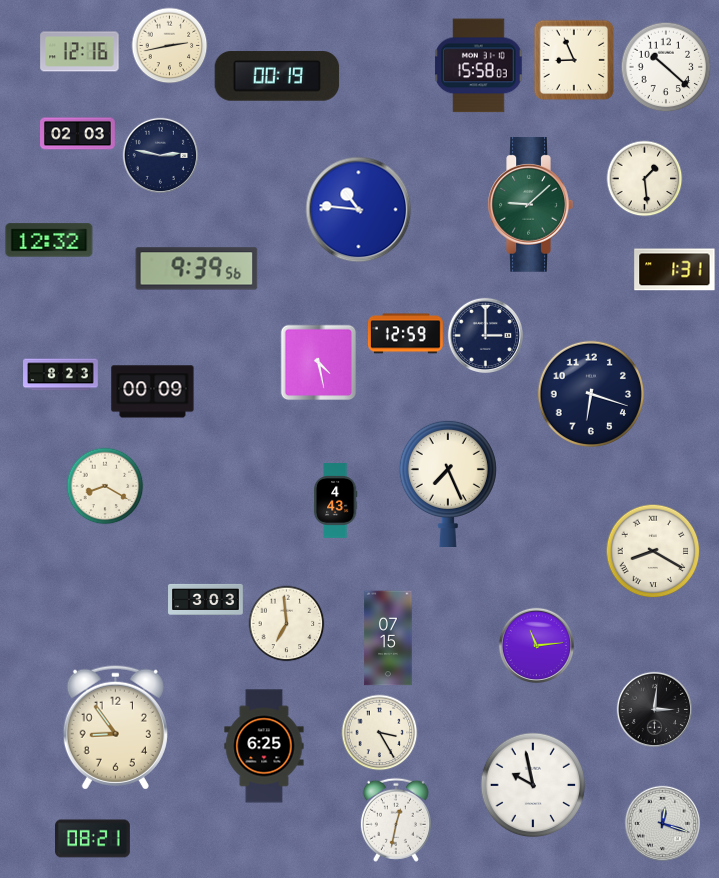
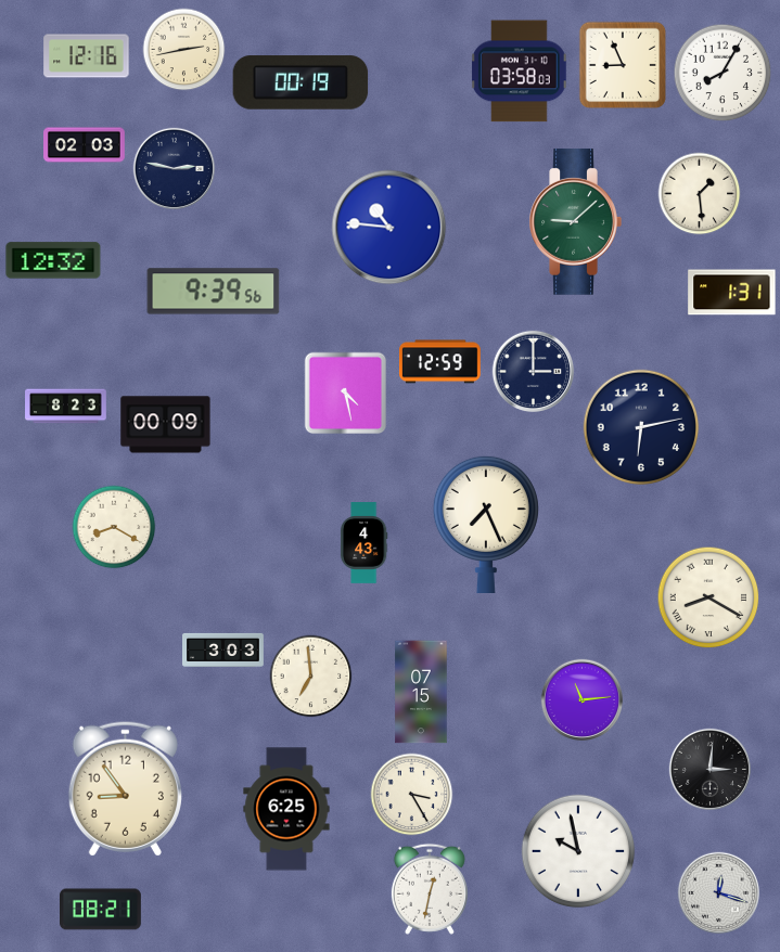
clock at (479, 66): 15:58 -> 03:58
clock at (666, 67): 10:22 -> 8:05
clock at (485, 335) position: (485, 335) -> (533, 371)
clock at (591, 394): 6:18 -> 6:13
